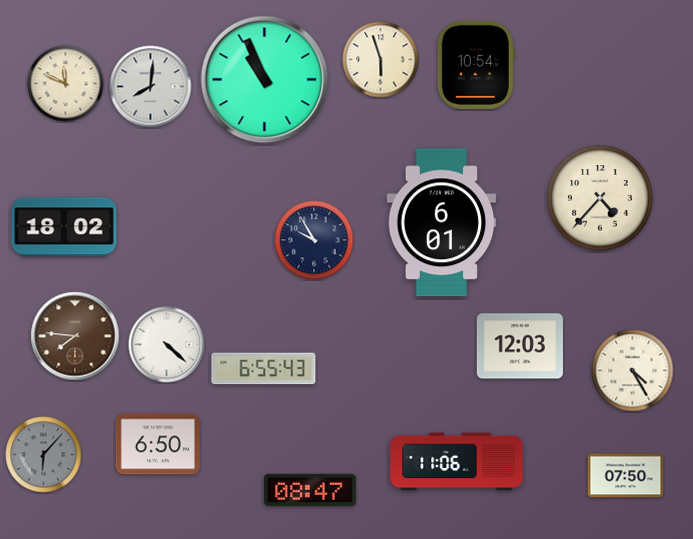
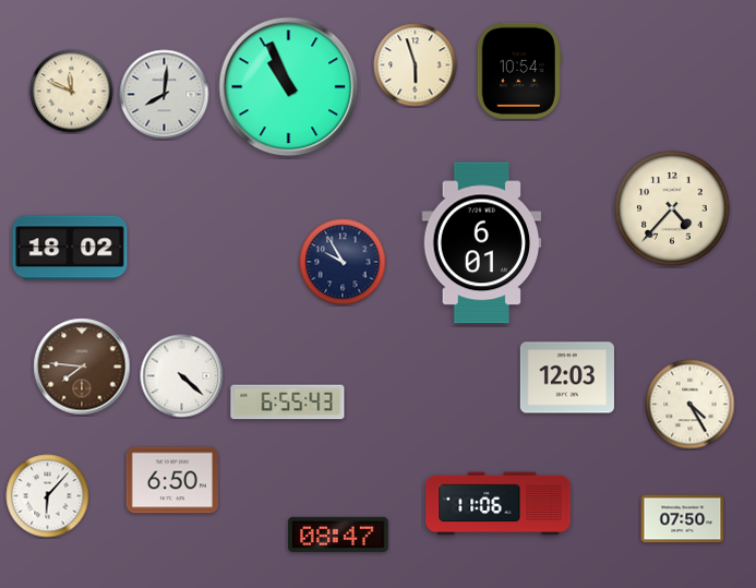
clock at (600, 198) position: (600, 198) -> (672, 208)
clock at (157, 444) position: (157, 444) -> (171, 480)
clock at (44, 455) dial: grey -> white
